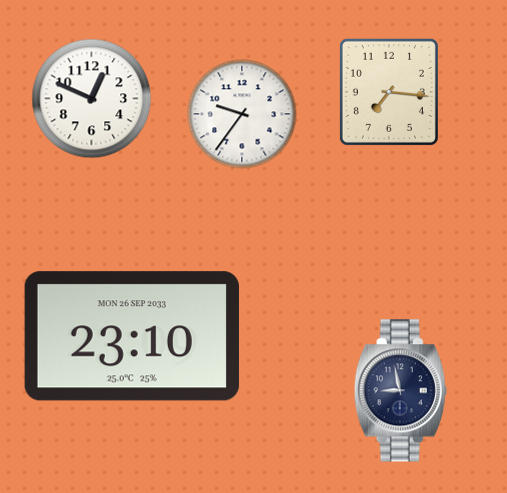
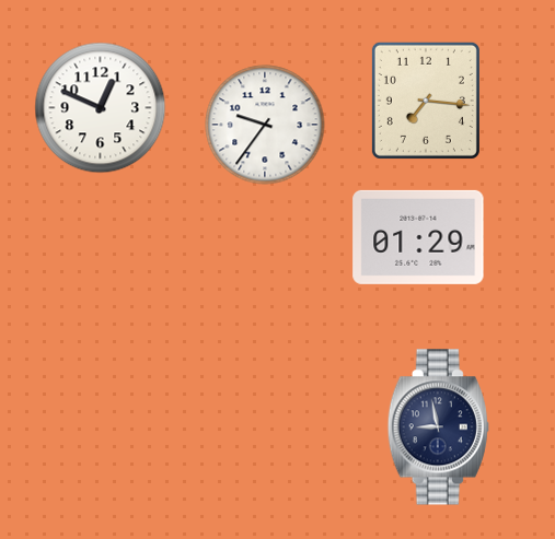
clock at (418, 237): none -> 01:29
clock at (132, 336): 23:10 -> none
